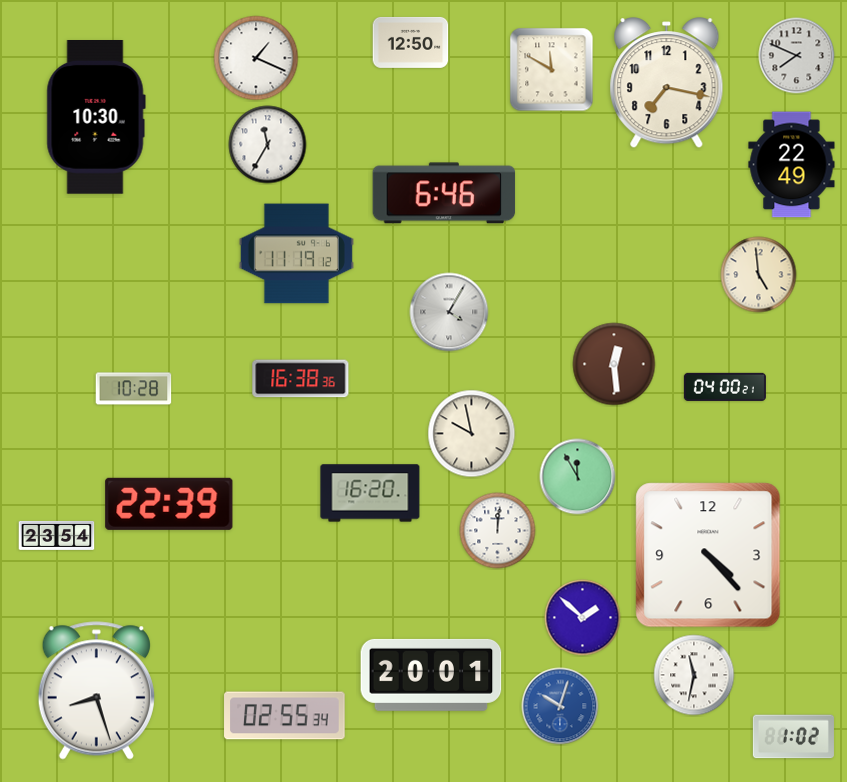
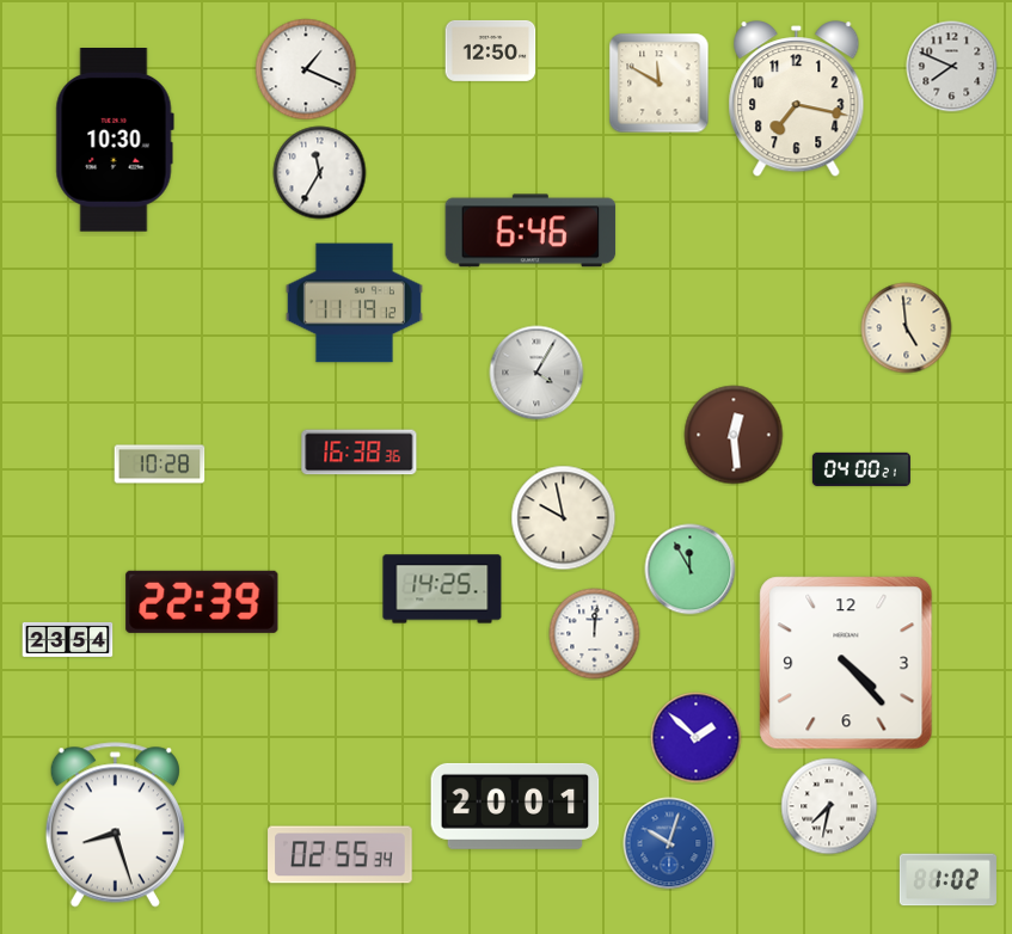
clock at (792, 165): 22:49 -> none
clock at (725, 387) position: (725, 387) -> (861, 469)
clock at (370, 493): 16:20 -> 14:25
clock at (694, 675): 11:32 -> 7:32
